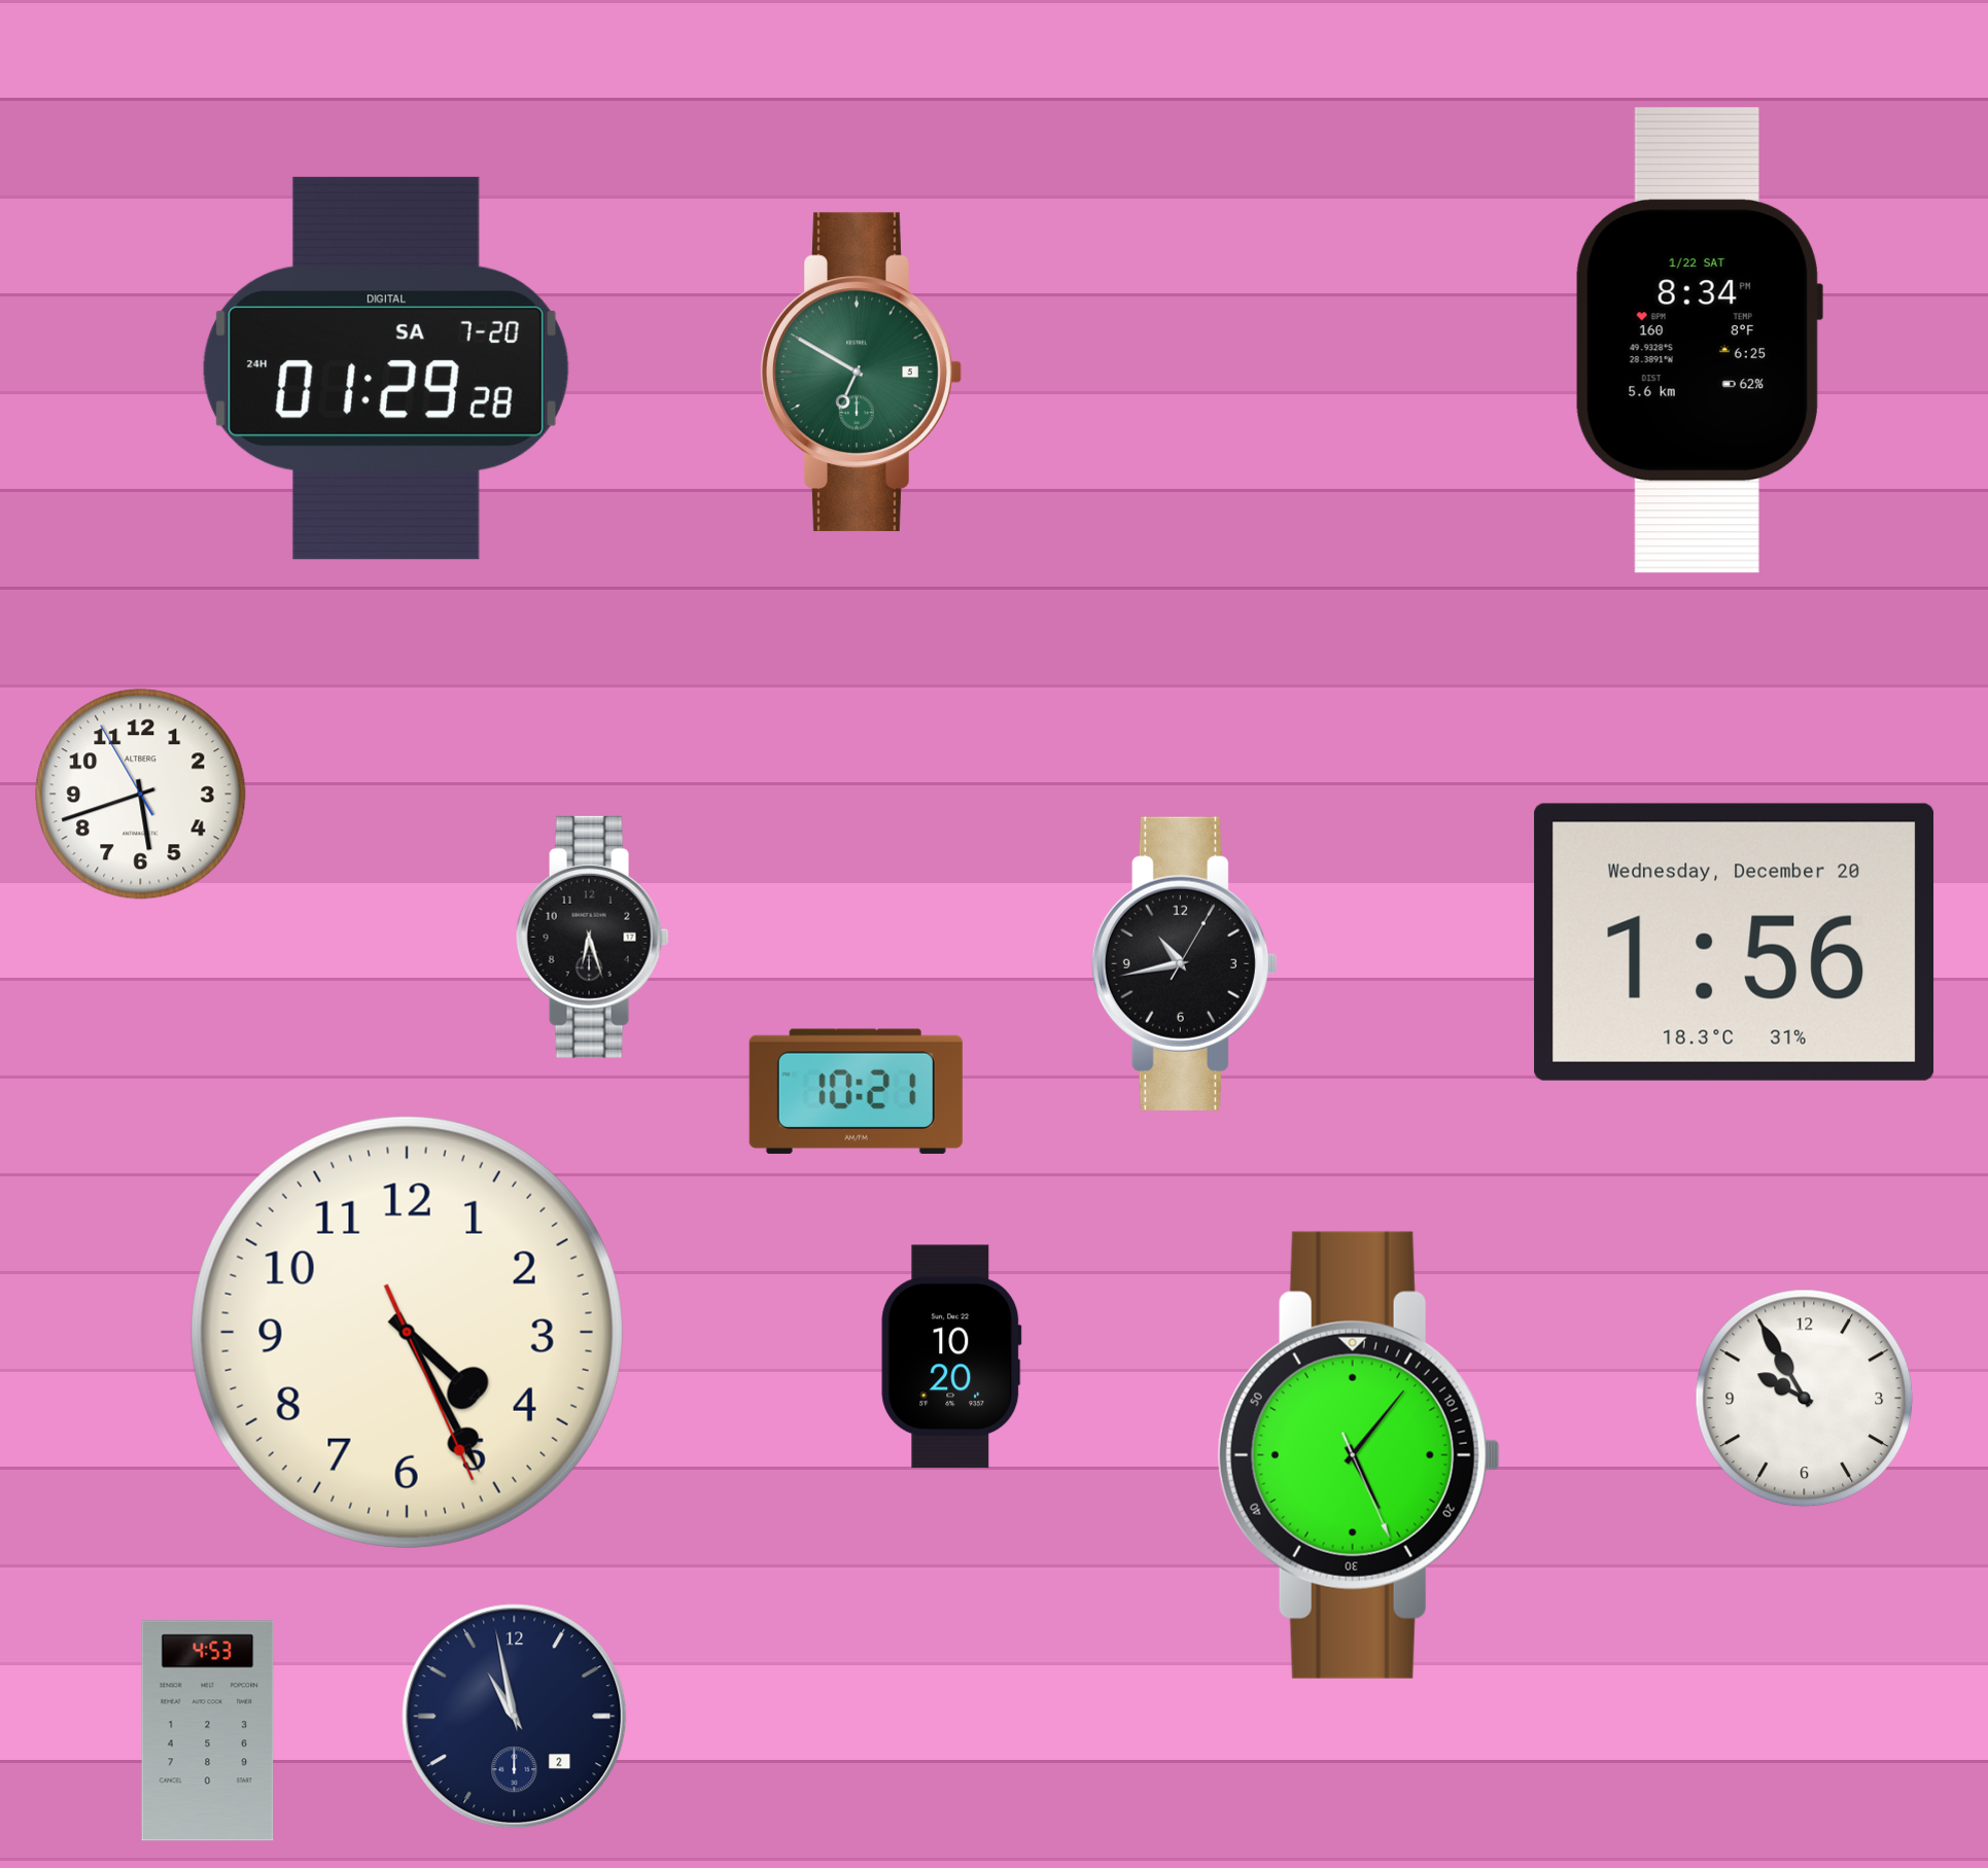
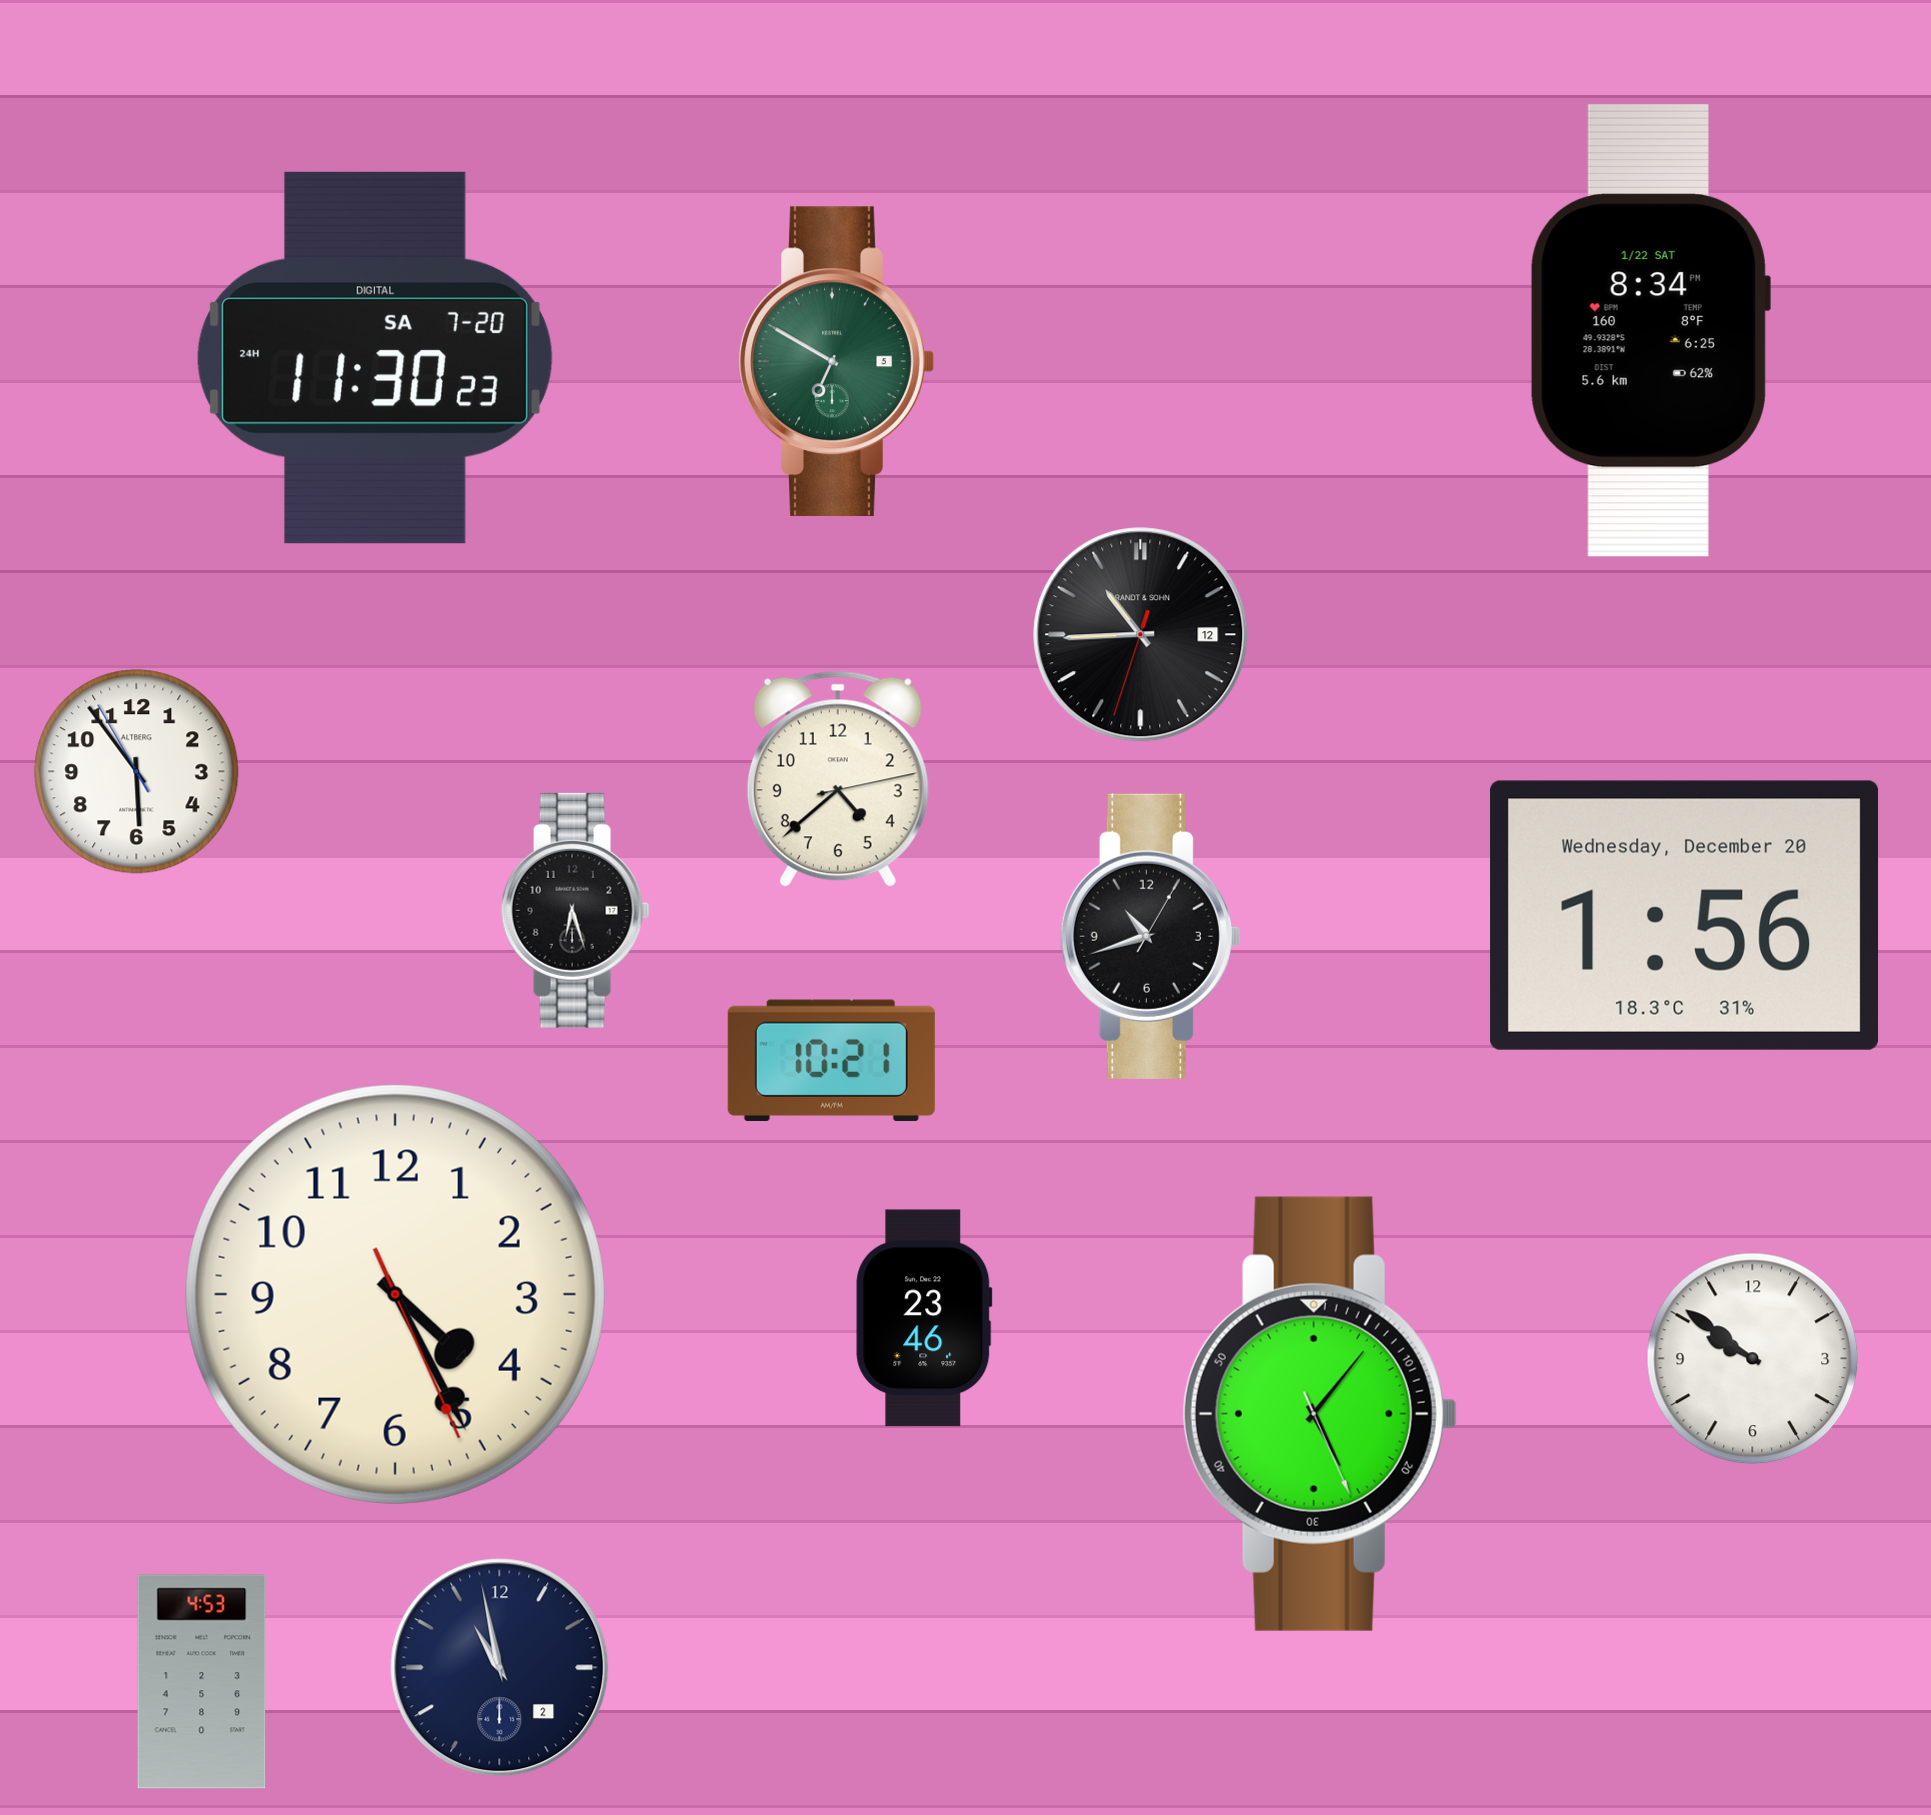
clock at (386, 368): 01:29 -> 11:30
clock at (1141, 635): none -> 10:44
clock at (141, 795): 5:41 -> 5:53
clock at (838, 779): none -> 4:38
clock at (1184, 963): 10:43 -> 10:42
clock at (951, 1356): 10:20 -> 23:46
clock at (1805, 1399): 9:55 -> 9:51
